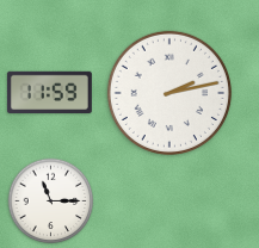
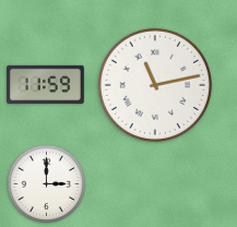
clock at (169, 93): 2:13 -> 11:13
clock at (51, 201): 11:15 -> 3:00
